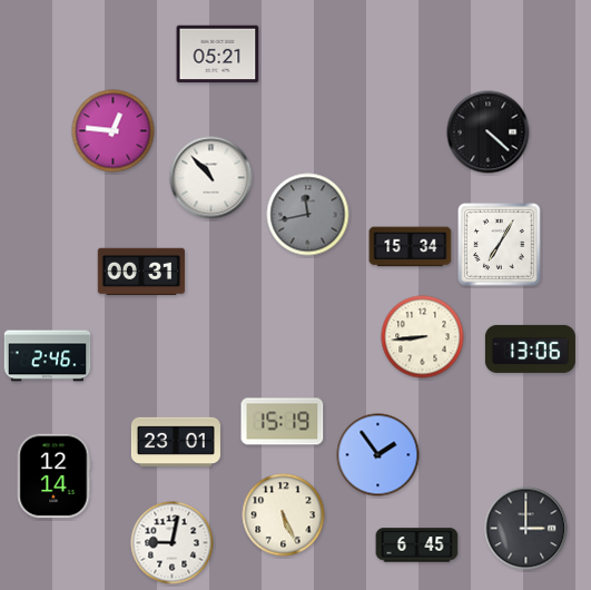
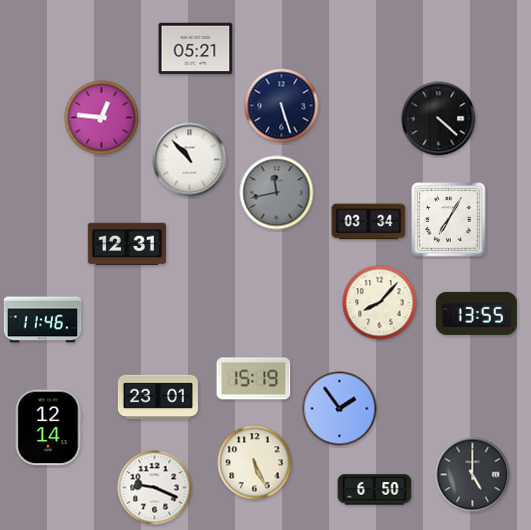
clock at (282, 106): none -> 5:27
clock at (411, 247): 15:34 -> 03:34
clock at (141, 272): 00:31 -> 12:31
clock at (423, 337): 8:44 -> 8:07
clock at (530, 348): 13:06 -> 13:55
clock at (48, 356): 2:46 -> 11:46
clock at (526, 529): 3:00 -> 5:00
clock at (173, 543): 9:02 -> 9:19
clock at (417, 545): 6:45 -> 6:50
